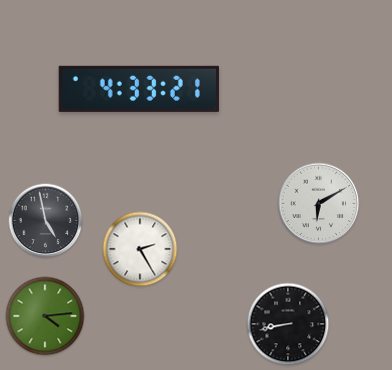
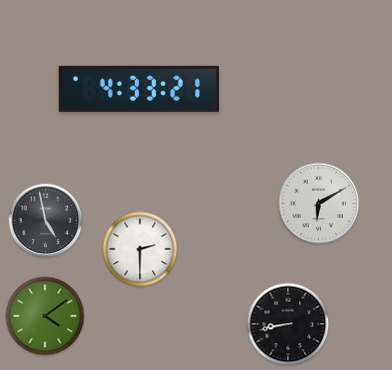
clock at (140, 249): 2:25 -> 2:30
clock at (45, 316): 4:14 -> 4:09
